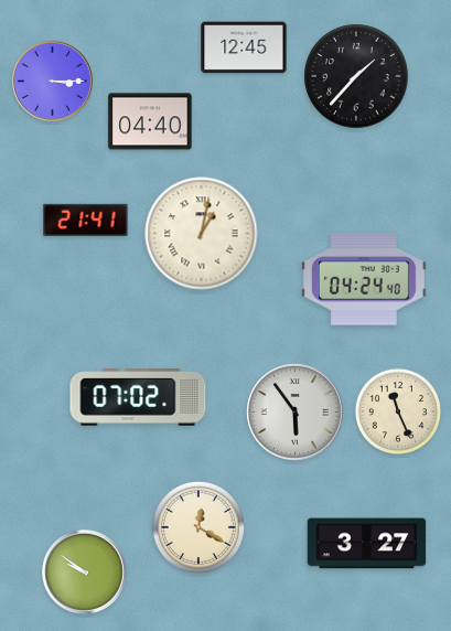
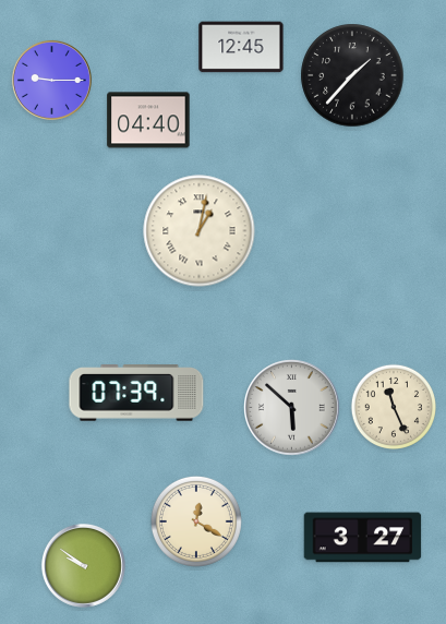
clock at (52, 81): 3:15 -> 9:15
clock at (86, 220): 21:41 -> none
clock at (364, 279): 04:24 -> none
clock at (138, 397): 07:02 -> 07:39
clock at (296, 413): 5:54 -> 5:52
